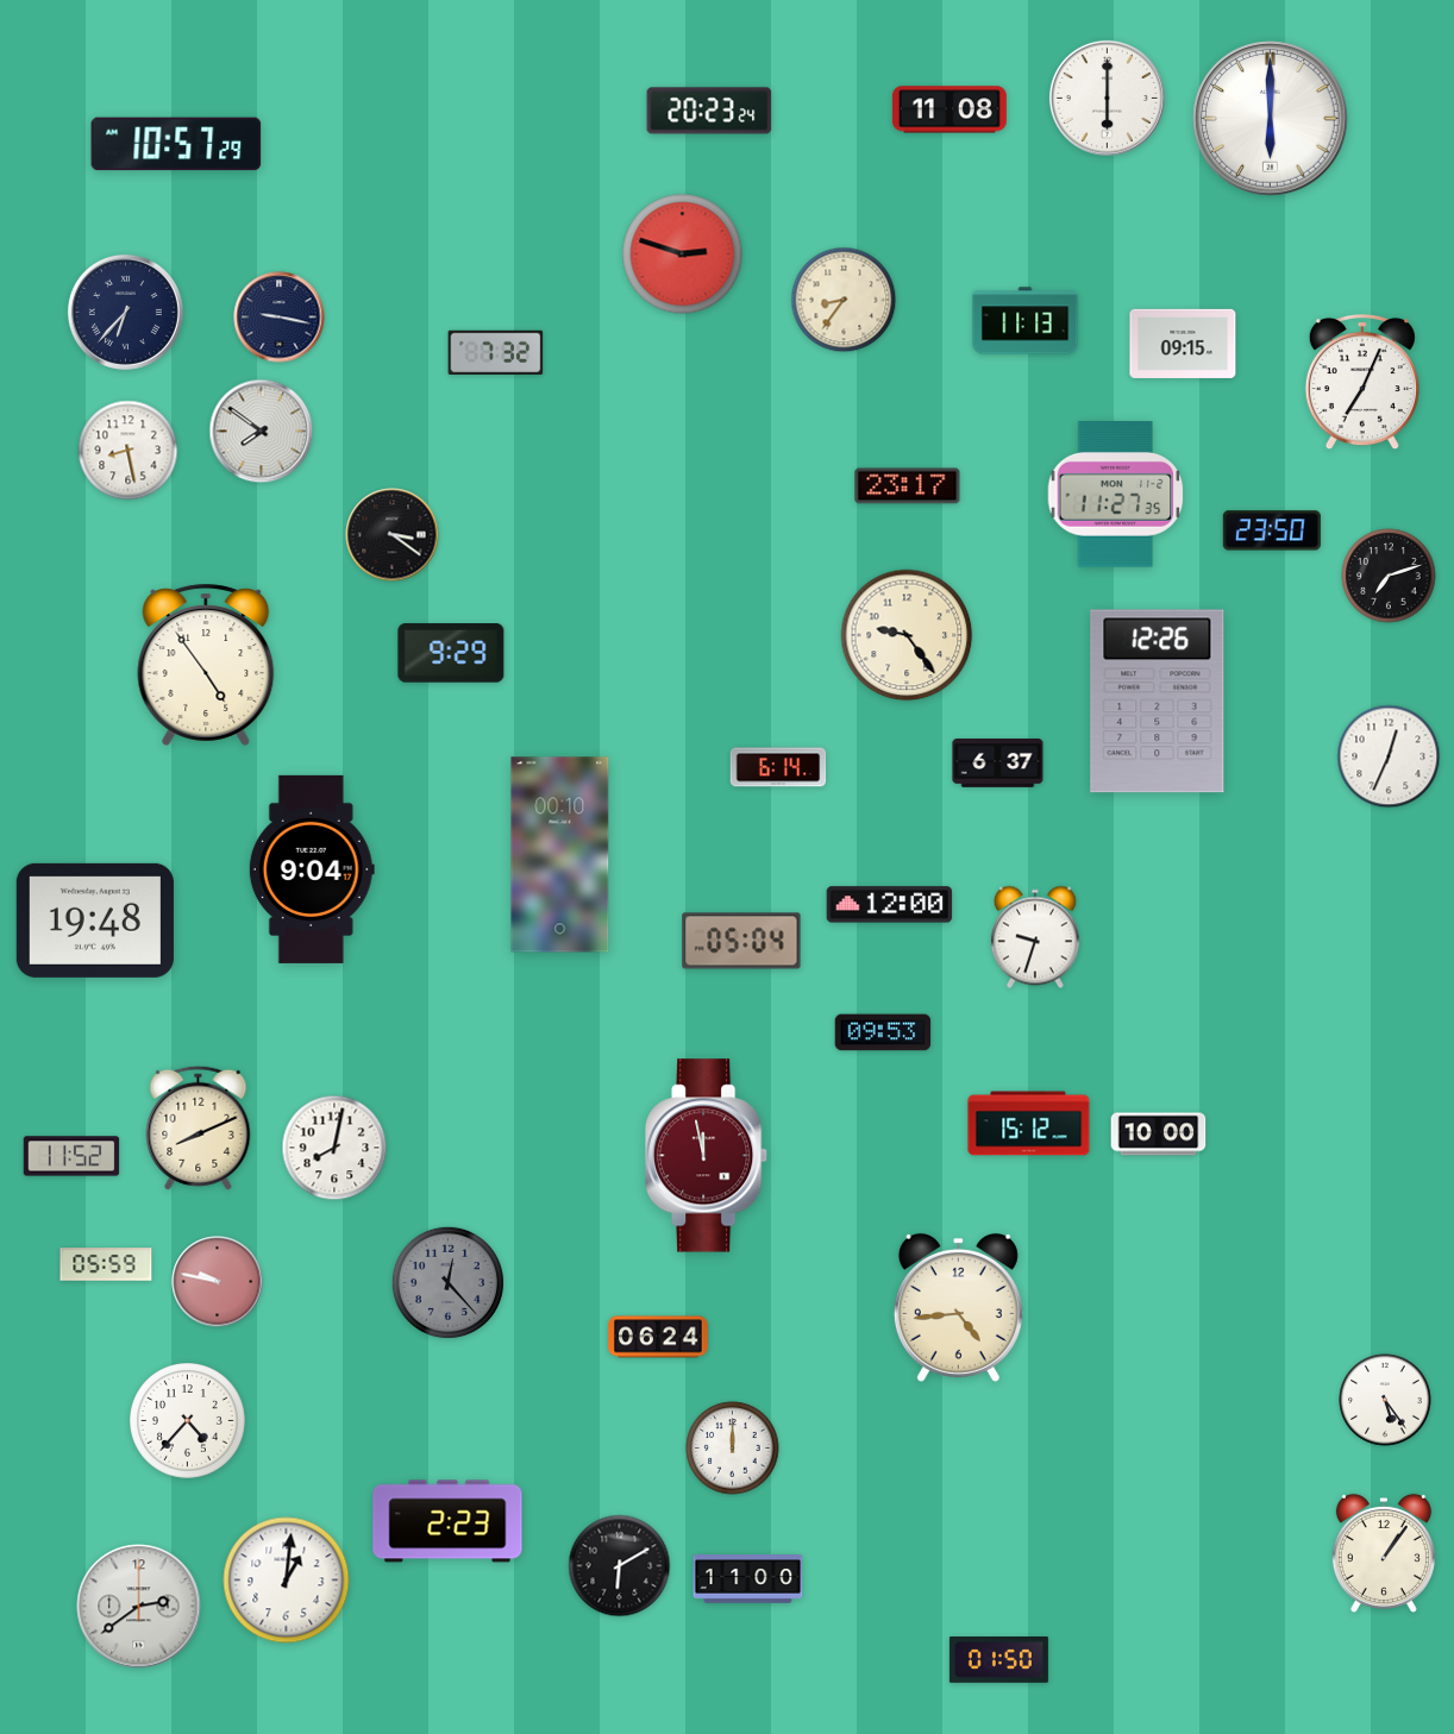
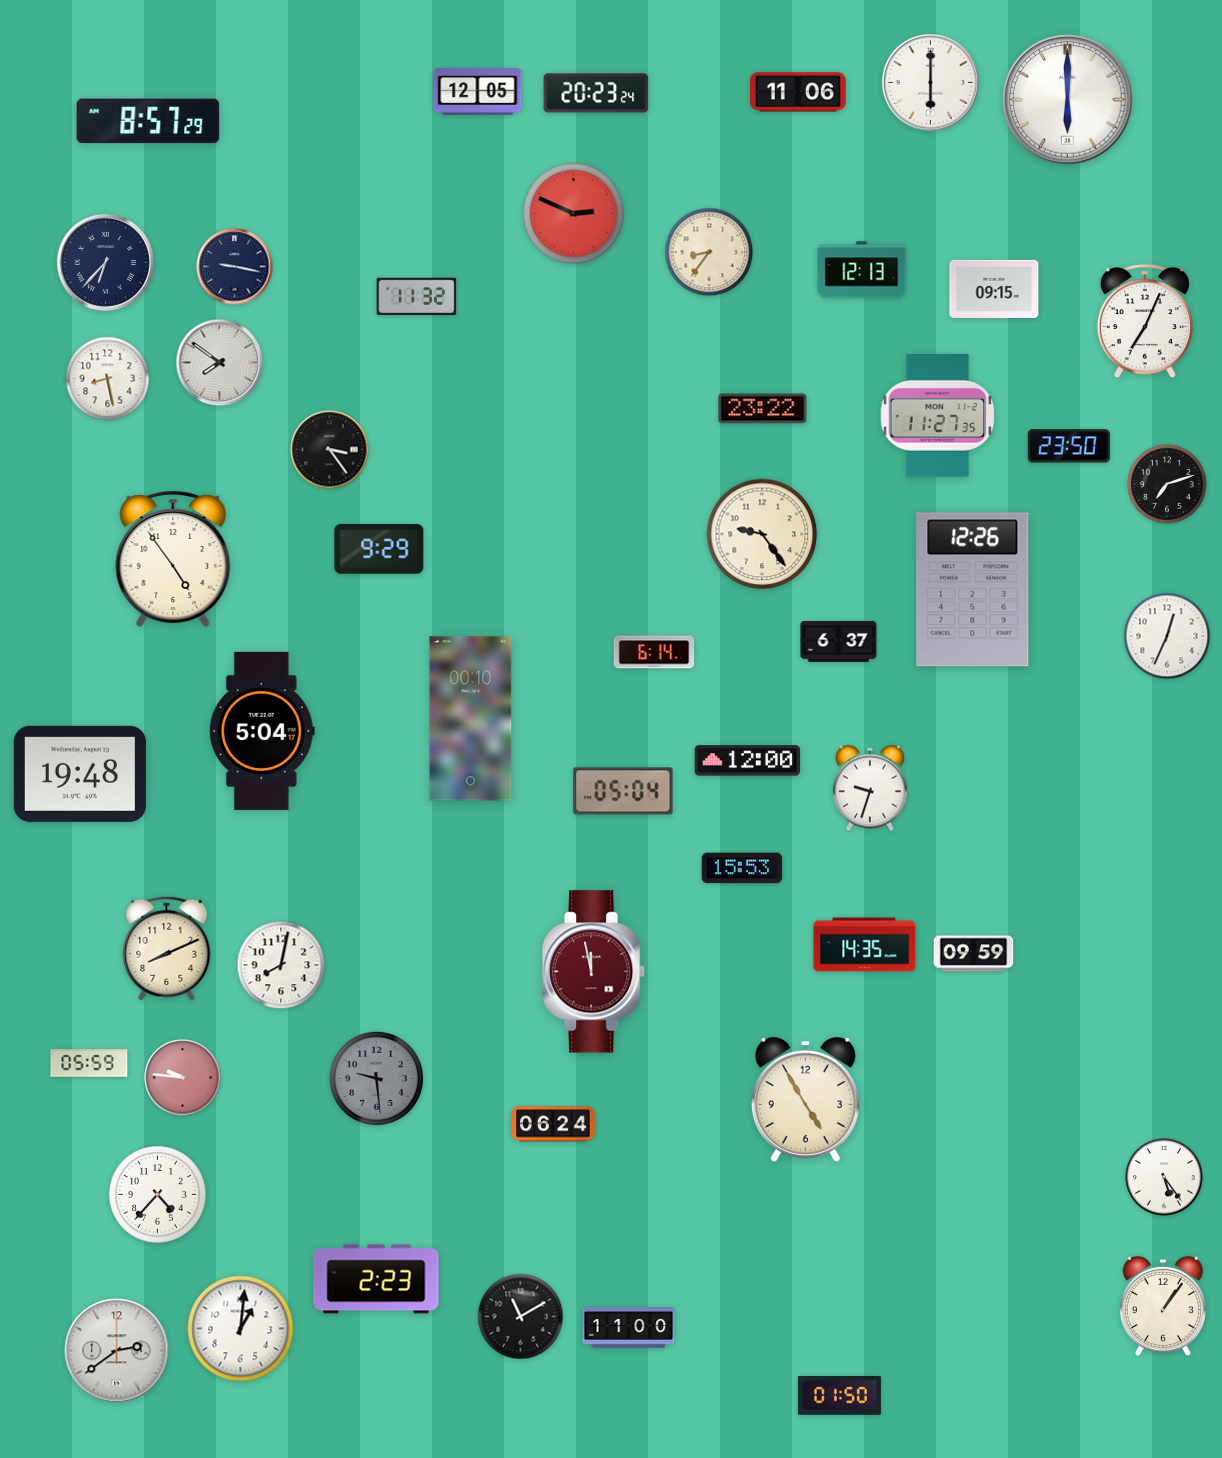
clock at (478, 92): none -> 12:05
clock at (950, 109): 11:08 -> 11:06
clock at (176, 144): 10:57 -> 8:57
clock at (683, 255): 2:48 -> 2:49
clock at (1026, 321): 11:13 -> 12:13
clock at (496, 352): 7:32 -> 11:32
clock at (908, 486): 23:17 -> 23:22
clock at (393, 535): 3:21 -> 3:24
clock at (778, 767) position: (778, 767) -> (654, 652)
clock at (312, 869): 9:04 -> 5:04
clock at (883, 1032): 09:53 -> 15:53
clock at (1029, 1124): 15:12 -> 14:35
clock at (1159, 1135): 10:00 -> 09:59
clock at (71, 1156): 11:52 -> none
clock at (218, 1282): 9:47 -> 9:46
clock at (447, 1282): 12:23 -> 9:29
clock at (958, 1307): 4:44 -> 4:55
clock at (733, 1449): 12:00 -> none
clock at (620, 1566): 6:10 -> 11:10
